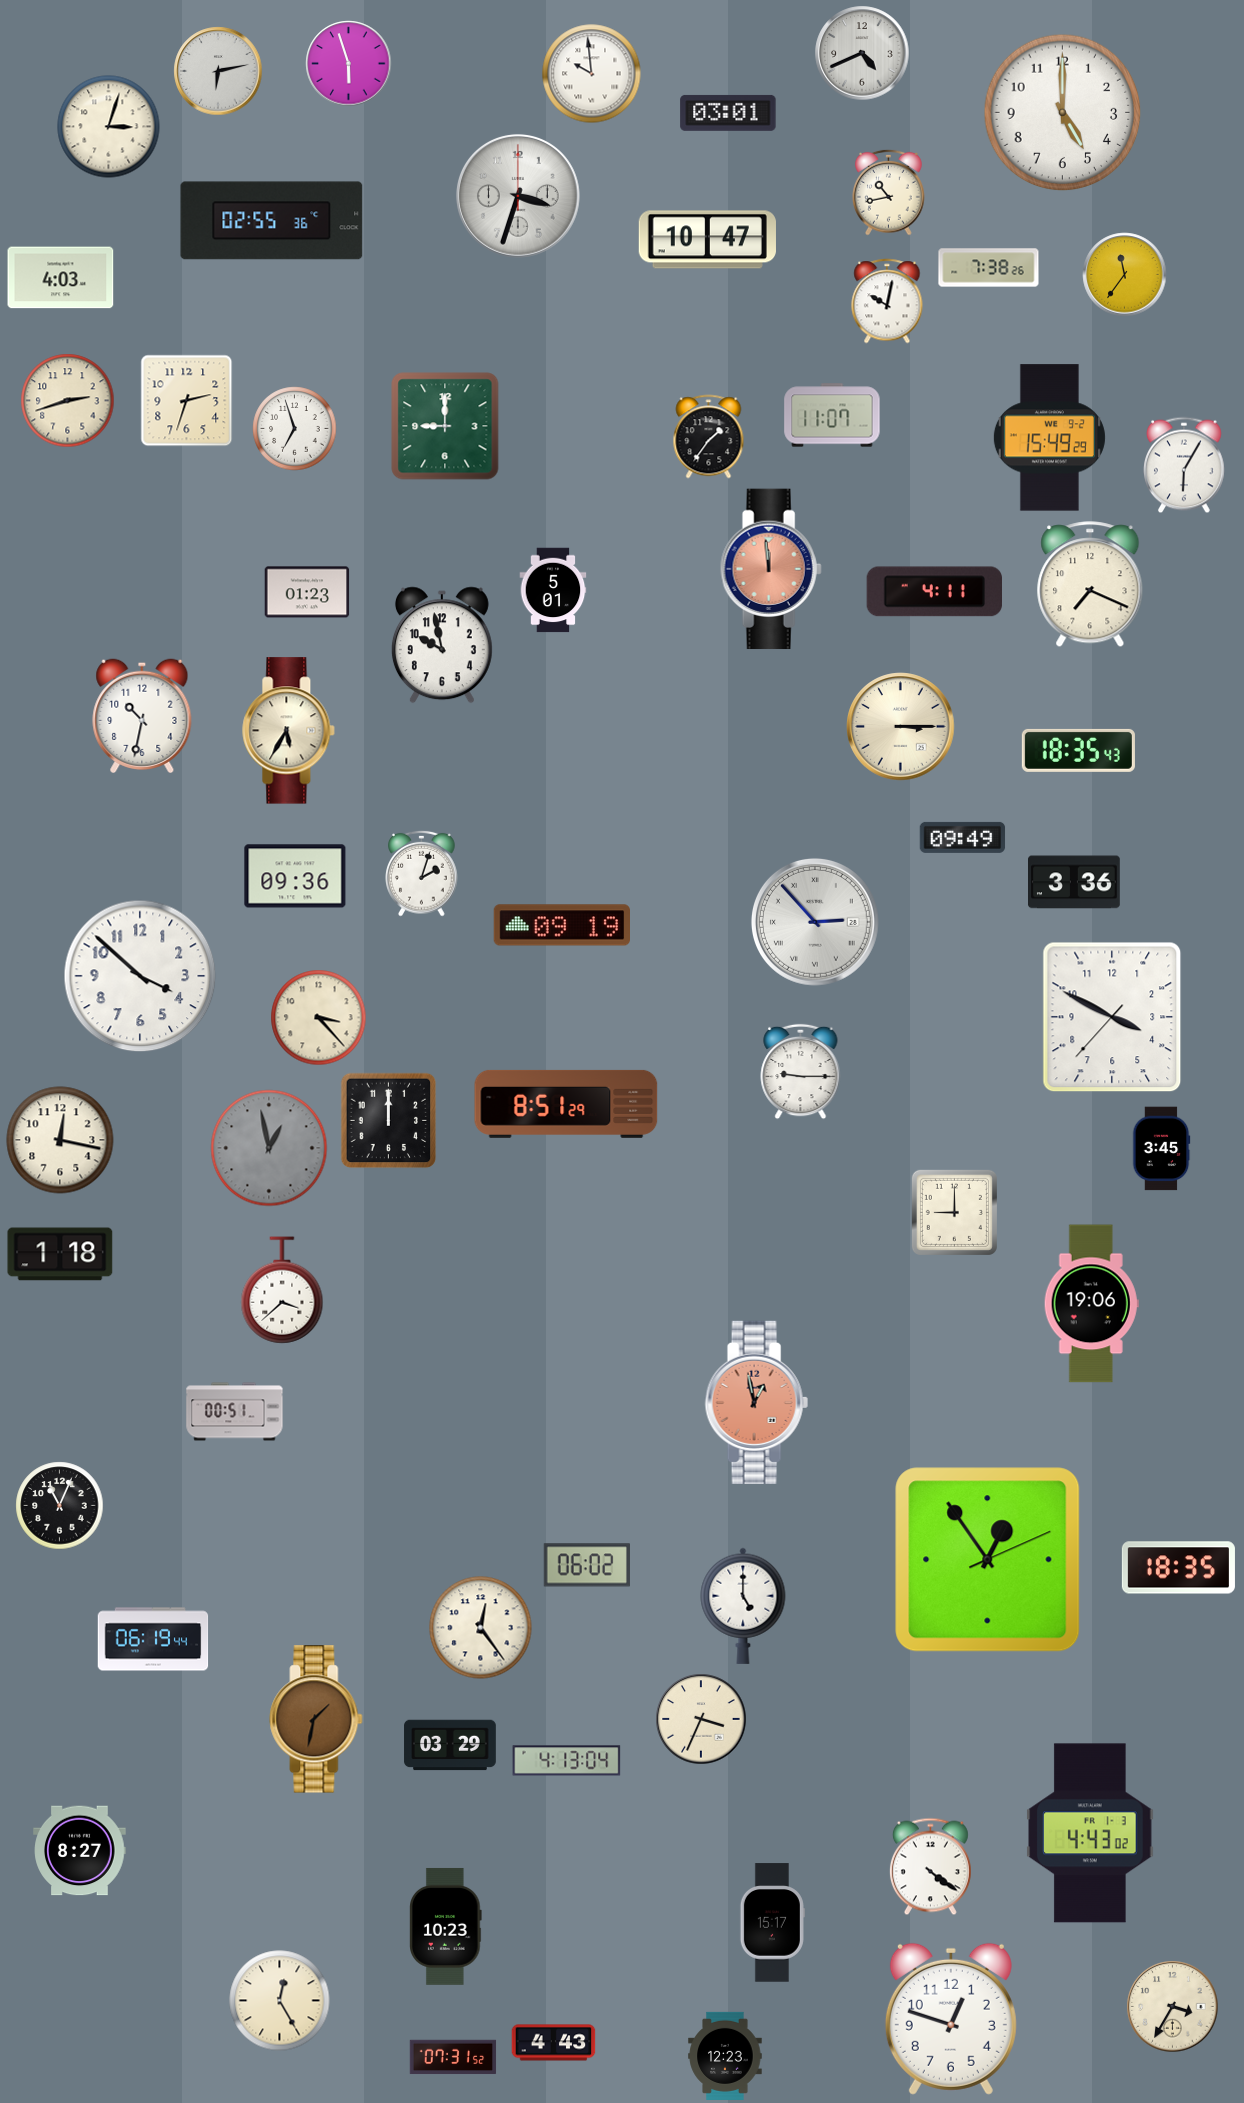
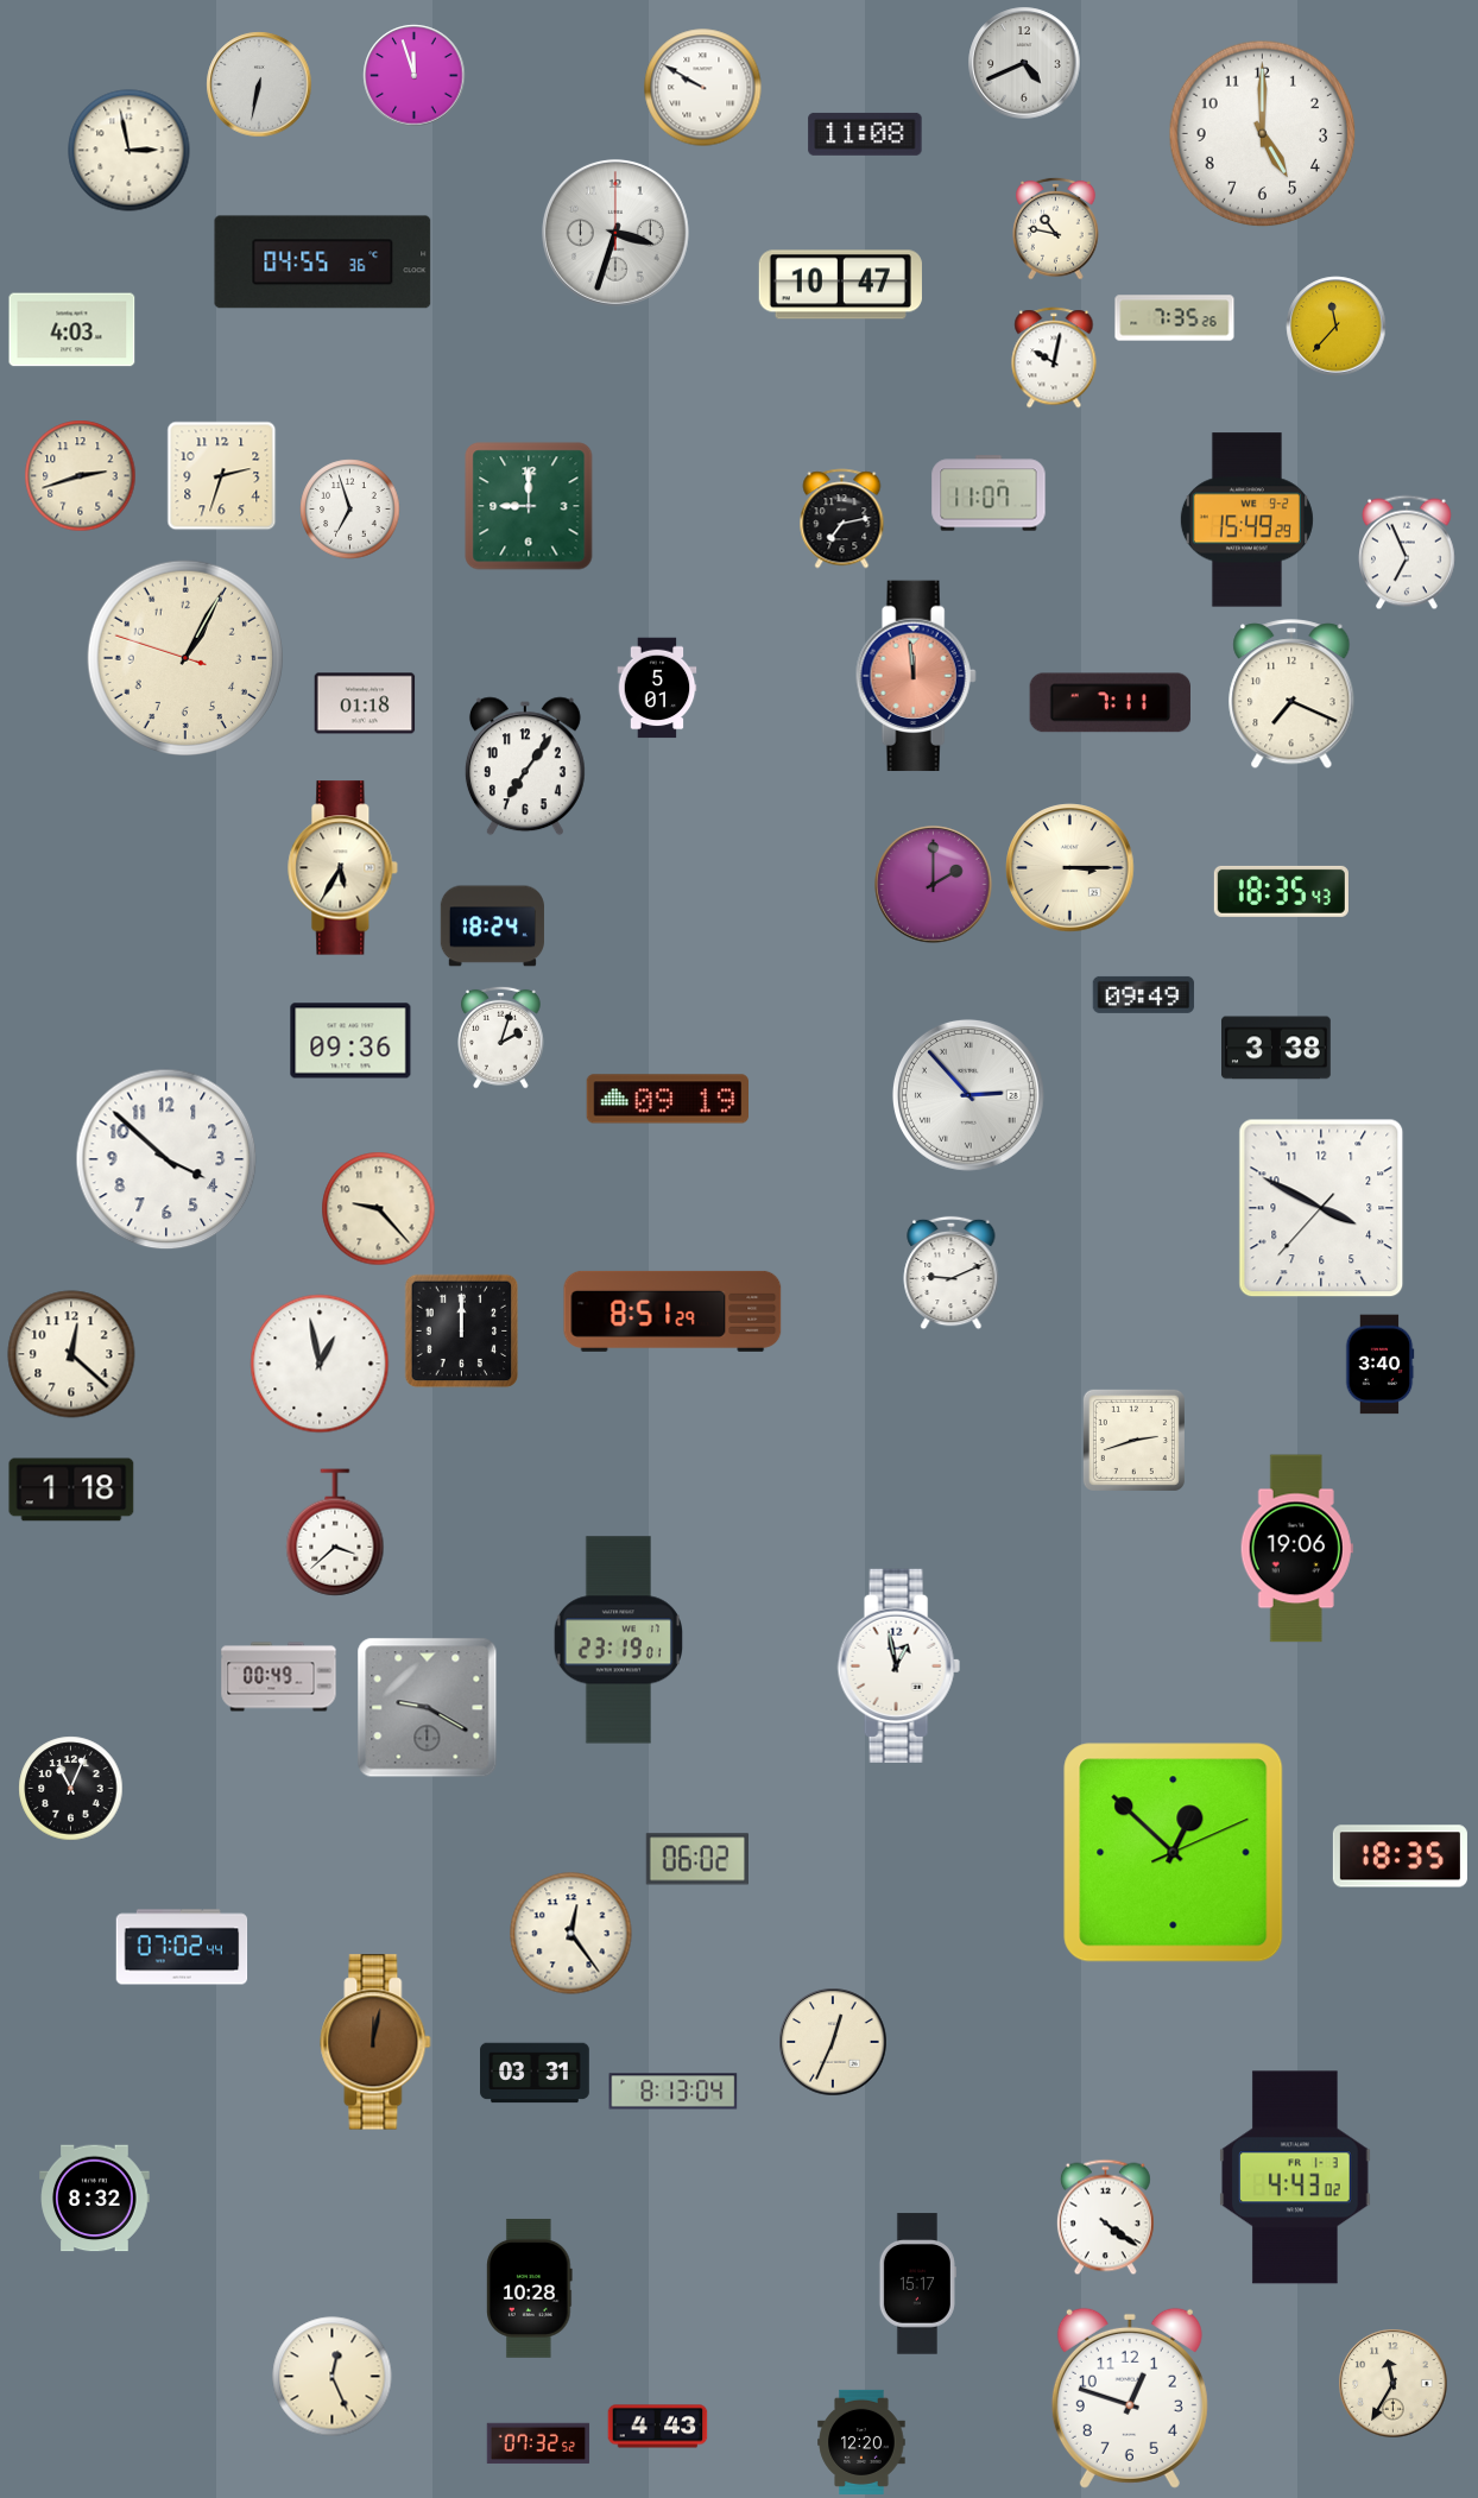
clock at (349, 64): 5:57 -> 11:57
clock at (218, 71): 6:13 -> 6:32
clock at (592, 74): 9:59 -> 9:50
clock at (728, 113): 03:01 -> 11:08
clock at (109, 127): 3:03 -> 2:58
clock at (889, 192): 10:43 -> 10:47
clock at (272, 221): 02:55 -> 04:55
clock at (989, 268): 7:38 -> 7:35
clock at (1125, 275): 11:36 -> 11:37
clock at (709, 437): 1:36 -> 7:13
clock at (1185, 465): 6:05 -> 6:56
clock at (185, 658): none -> 1:04
clock at (1090, 585) position: (1090, 585) -> (1291, 695)
clock at (553, 590) position: (553, 590) -> (657, 688)
clock at (307, 592): 01:23 -> 01:18
clock at (935, 592): 4:11 -> 7:11
clock at (442, 645): 9:58 -> 7:06
clock at (142, 716): 10:32 -> none
clock at (901, 727) position: (901, 727) -> (1070, 868)
clock at (934, 885): none -> 2:00
clock at (492, 927): none -> 18:24
clock at (1075, 882): 3:36 -> 3:38
clock at (319, 1018): 3:23 -> 9:23
clock at (801, 1072): 9:15 -> 9:11
clock at (60, 1140): 12:17 -> 12:22
clock at (269, 1148) dial: grey -> white
clock at (1161, 1149): 3:45 -> 3:40
clock at (954, 1212): 9:00 -> 2:42
clock at (618, 1640): none -> 23:19
clock at (756, 1402) dial: salmon -> white
clock at (235, 1412): 00:51 -> 00:49
clock at (428, 1708): none -> 9:20
clock at (988, 1560): 12:54 -> 12:52
clock at (1178, 1568) position: (1178, 1568) -> (1400, 1857)
clock at (743, 1606): 5:00 -> none
clock at (153, 1639): 06:19 -> 07:02
clock at (316, 1719): 1:32 -> 12:02
clock at (701, 1719): 3:34 -> 12:34
clock at (450, 1745): 03:29 -> 03:31
clock at (567, 1761): 4:13 -> 8:13
clock at (80, 1851): 8:27 -> 8:32
clock at (446, 1926): 10:23 -> 10:28
clock at (280, 2001): 12:25 -> 12:26
clock at (1173, 2007): 3:35 -> 11:35
clock at (725, 2056): 12:23 -> 12:20
clock at (453, 2057): 07:31 -> 07:32
